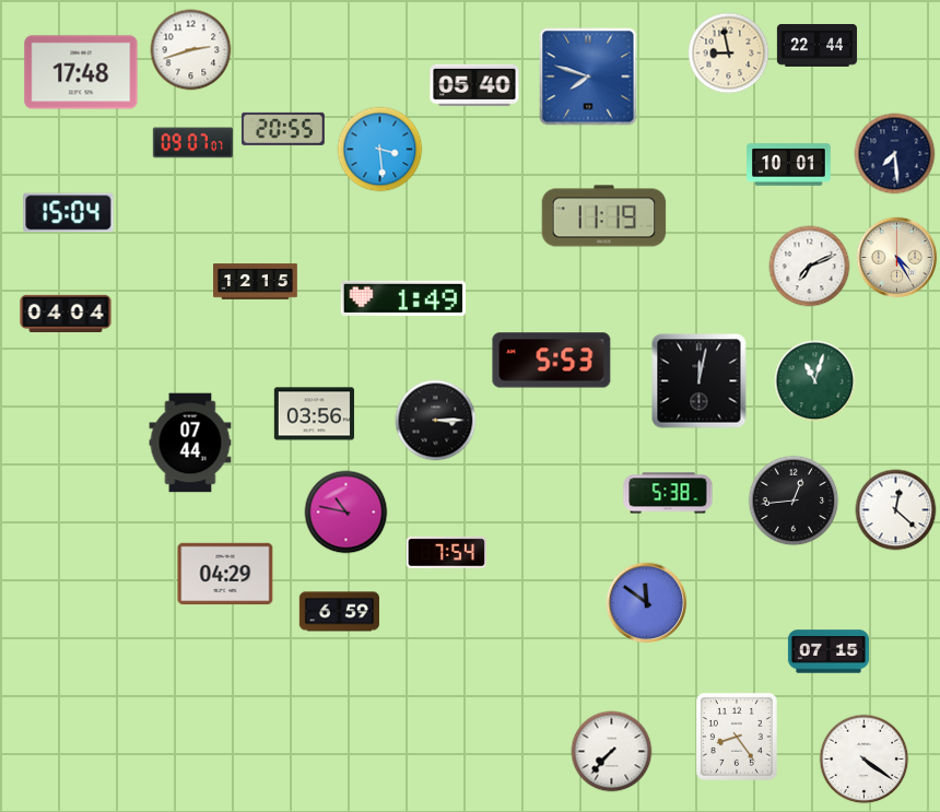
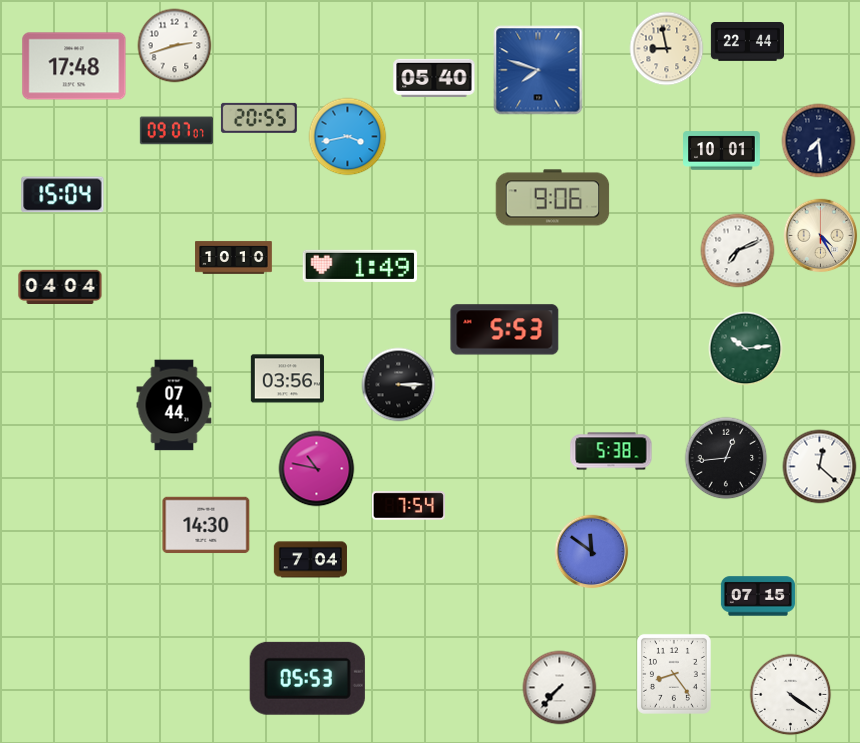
clock at (380, 150): 3:29 -> 3:43
clock at (604, 216): 11:19 -> 9:06
clock at (810, 267) position: (810, 267) -> (738, 251)
clock at (256, 282): 12:15 -> 10:10
clock at (402, 298) position: (402, 298) -> (359, 266)
clock at (700, 381): 12:02 -> none
clock at (815, 381): 11:03 -> 10:14
clock at (225, 574): 04:29 -> 14:30
clock at (339, 612): 6:59 -> 7:04
clock at (307, 678): none -> 05:53
